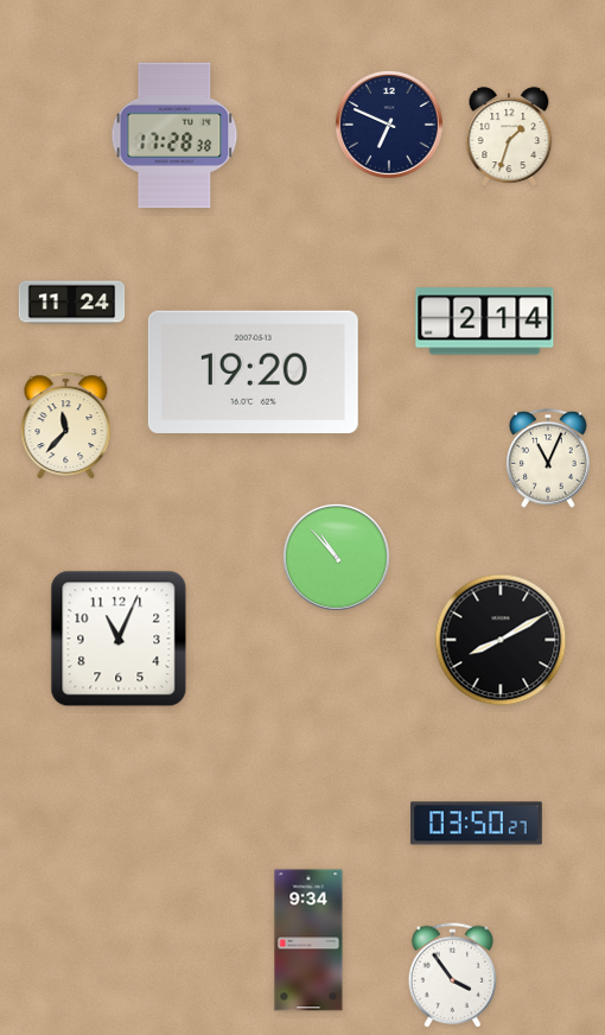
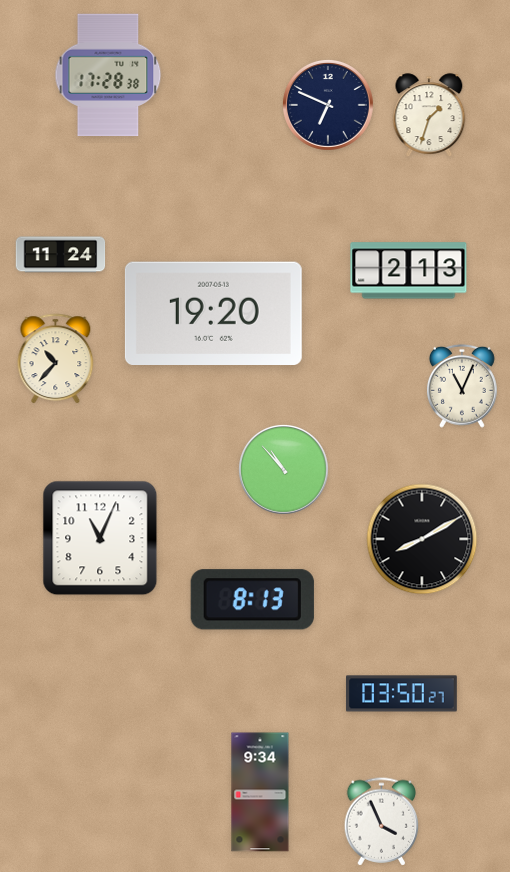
clock at (174, 135) position: (174, 135) -> (108, 75)
clock at (485, 322): 2:14 -> 2:13
clock at (66, 426): 11:37 -> 10:37
clock at (252, 600): none -> 8:13
clock at (453, 976): 3:54 -> 3:56
